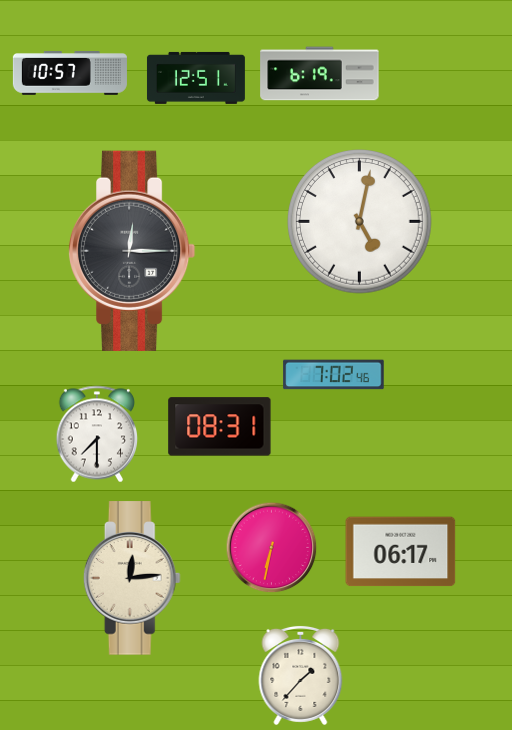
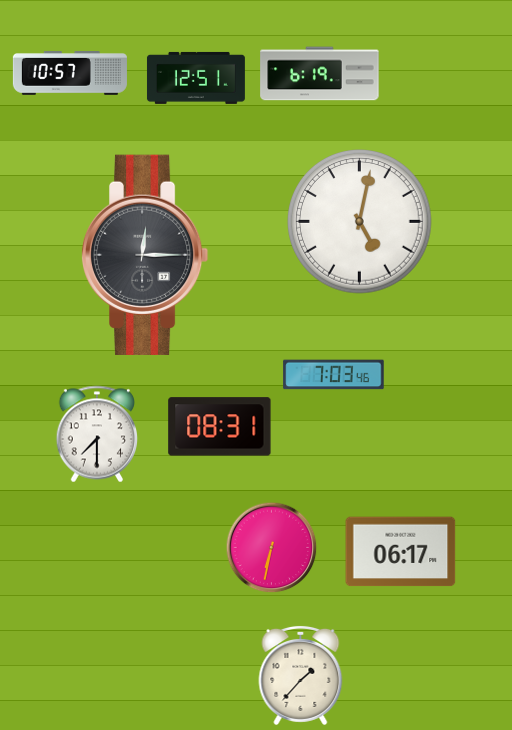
clock at (132, 251) position: (132, 251) -> (145, 255)
clock at (334, 375): 7:02 -> 7:03
clock at (132, 578): 12:14 -> none
